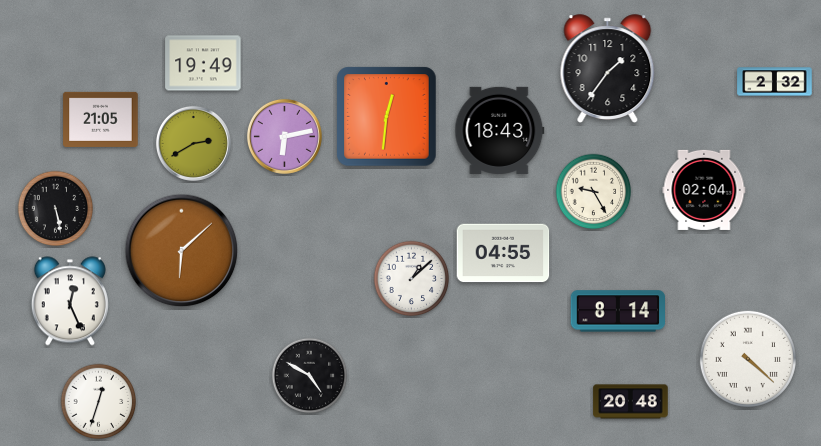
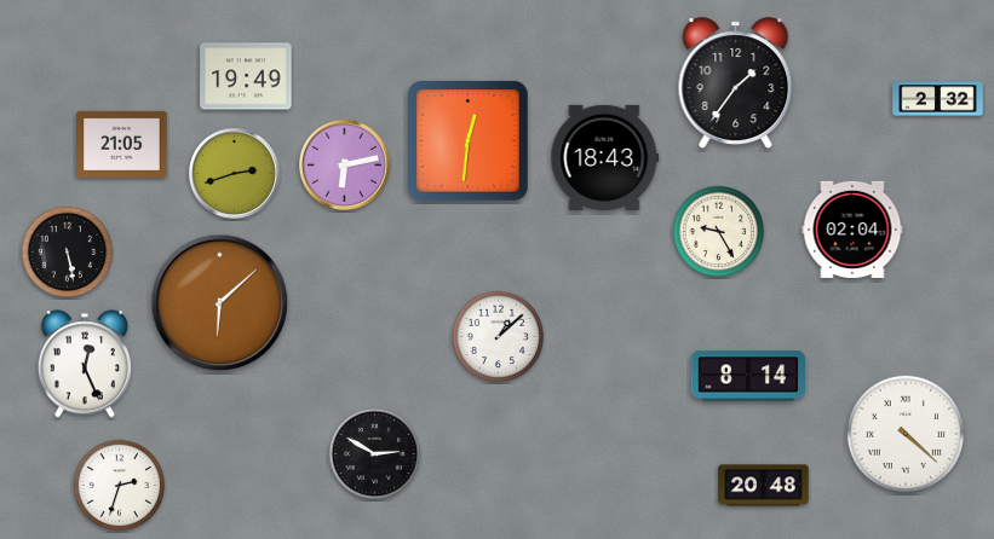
clock at (193, 143): 2:40 -> 2:42
clock at (503, 253): 04:55 -> none
clock at (310, 376): 4:50 -> 2:50
clock at (99, 402): 12:33 -> 2:33
